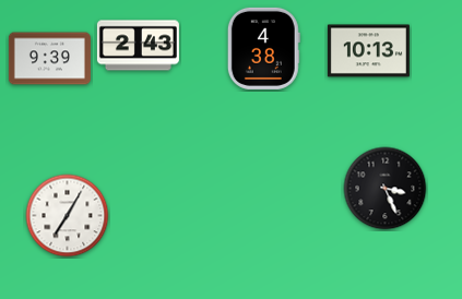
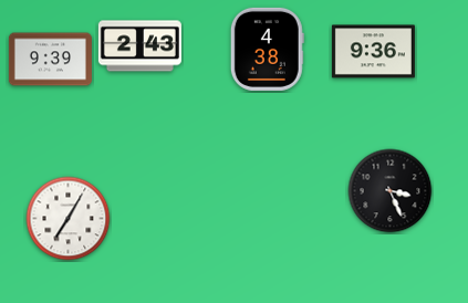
clock at (368, 51): 10:13 -> 9:36
